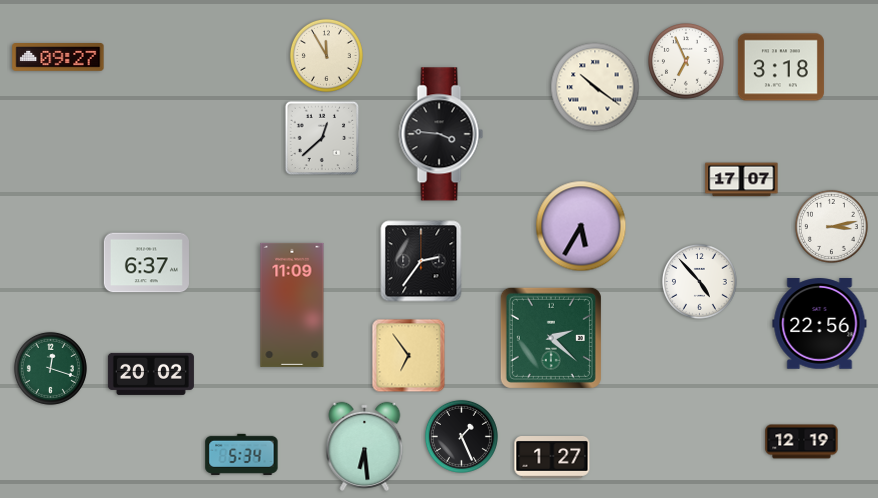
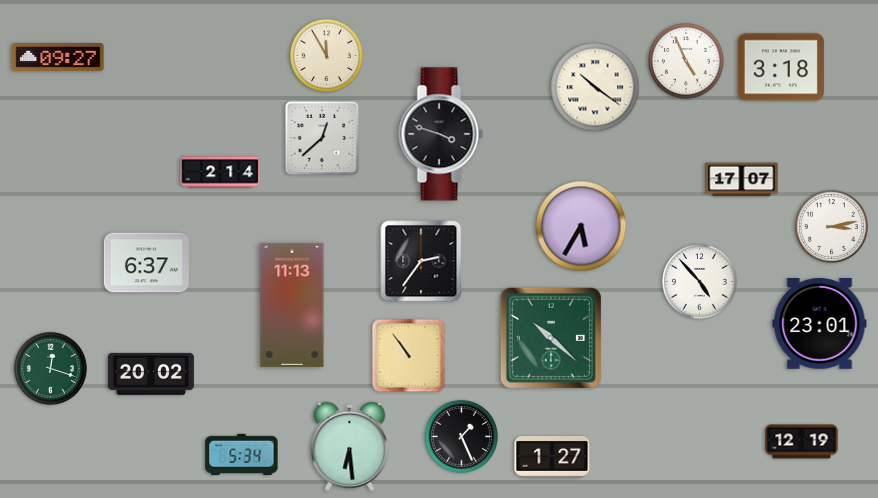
clock at (687, 62): 6:56 -> 4:56
clock at (441, 134): 3:46 -> 3:48
clock at (220, 172): none -> 2:14
clock at (292, 305): 11:09 -> 11:13
clock at (820, 324): 22:56 -> 23:01
clock at (551, 338): 2:22 -> 10:22
clock at (409, 356): 6:54 -> 10:54
clock at (365, 446) position: (365, 446) -> (350, 446)
